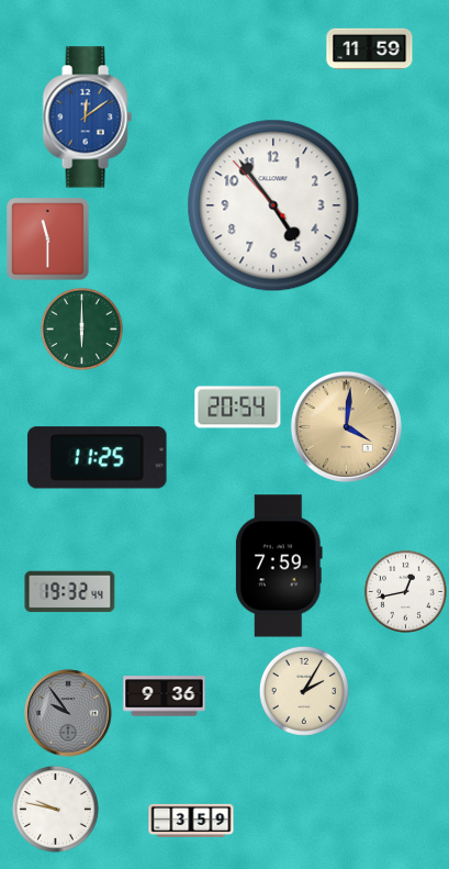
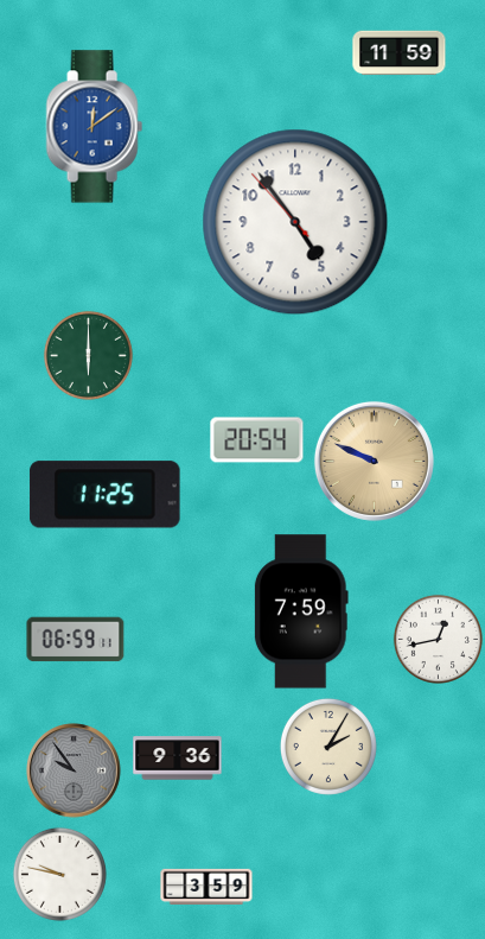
clock at (48, 239): 11:30 -> none
clock at (346, 426): 4:01 -> 9:49
clock at (70, 592): 19:32 -> 06:59
clock at (165, 697) position: (165, 697) -> (178, 759)
